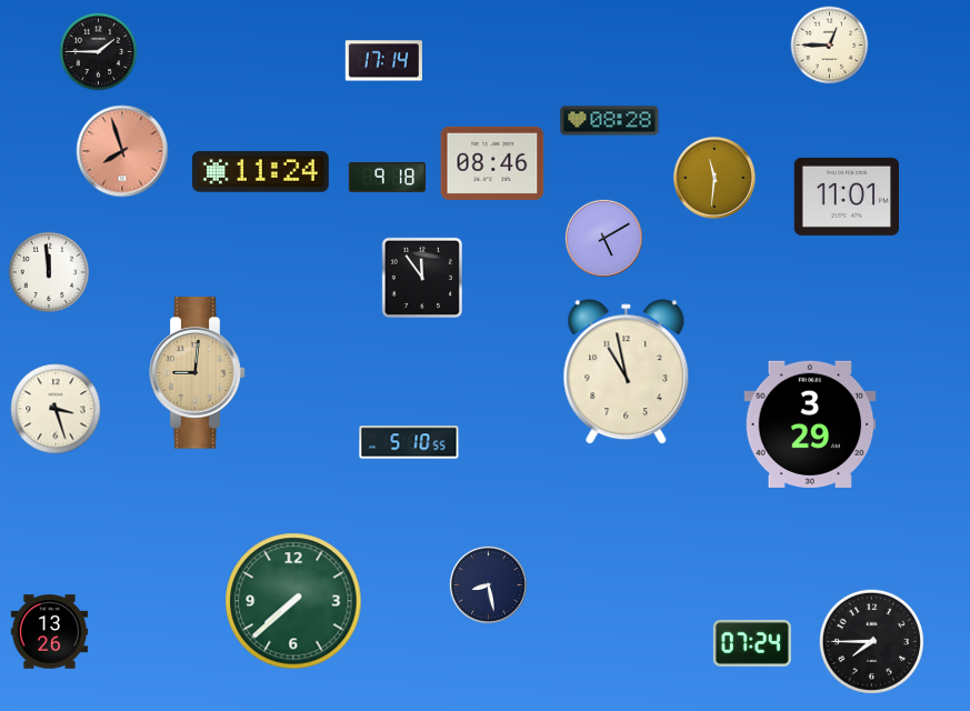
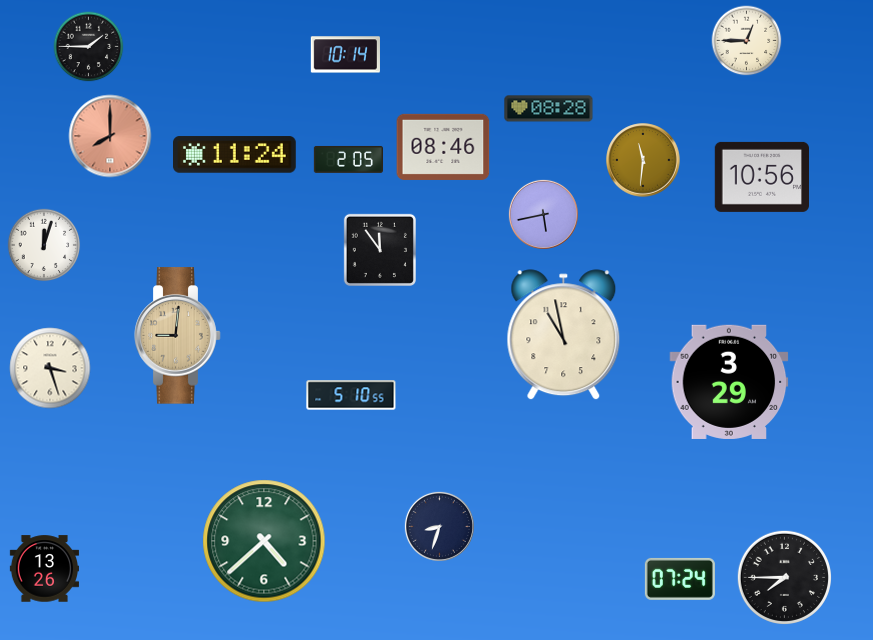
clock at (383, 61): 17:14 -> 10:14
clock at (122, 151): 7:57 -> 8:00
clock at (387, 177): 9:18 -> 2:05
clock at (846, 197): 11:01 -> 10:56
clock at (603, 238): 5:10 -> 5:43
clock at (49, 272): 11:59 -> 12:03
clock at (409, 442) position: (409, 442) -> (351, 395)
clock at (488, 584): 8:28 -> 8:33
clock at (293, 601): 7:38 -> 4:38
clock at (752, 643) position: (752, 643) -> (680, 579)
